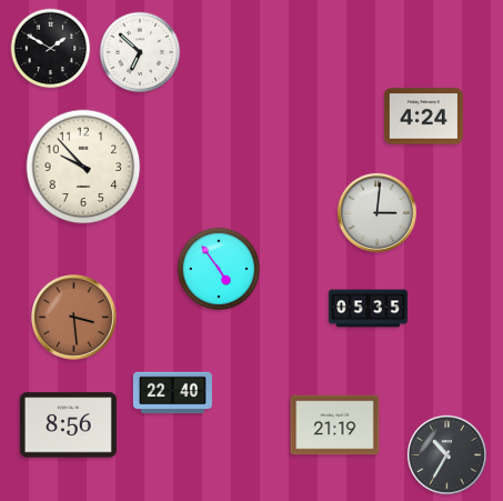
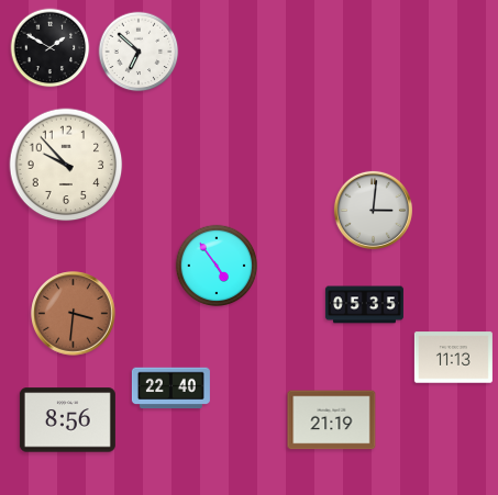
clock at (423, 117): 4:24 -> none
clock at (83, 167) position: (83, 167) -> (66, 165)
clock at (74, 318): 3:29 -> 3:31
clock at (453, 358): none -> 11:13
clock at (446, 454): 10:35 -> none
